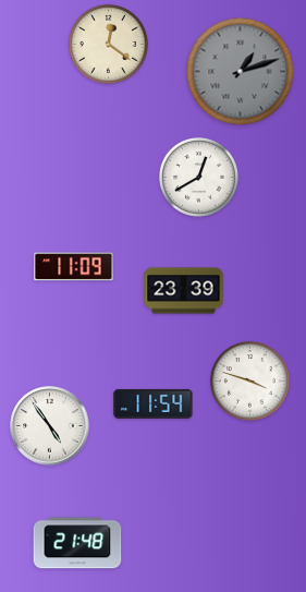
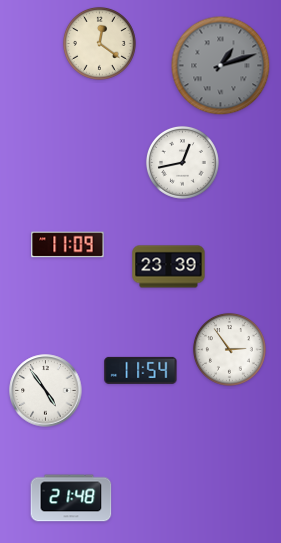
clock at (109, 45) position: (109, 45) -> (100, 44)
clock at (199, 178): 12:40 -> 12:43
clock at (250, 382): 3:48 -> 2:54
